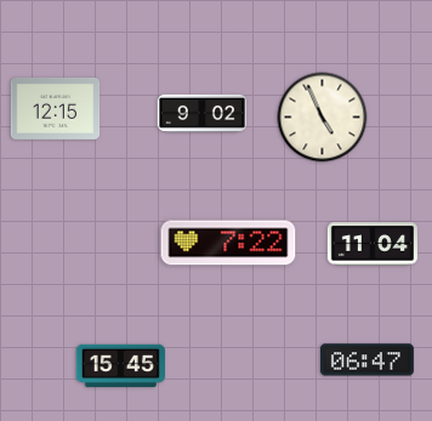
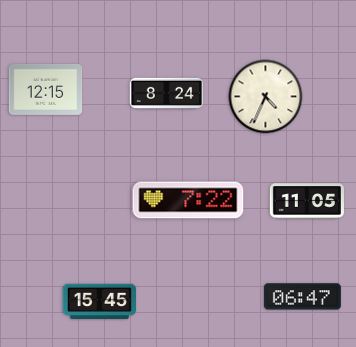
clock at (203, 113): 9:02 -> 8:24
clock at (323, 118): 4:56 -> 4:34
clock at (373, 244): 11:04 -> 11:05
